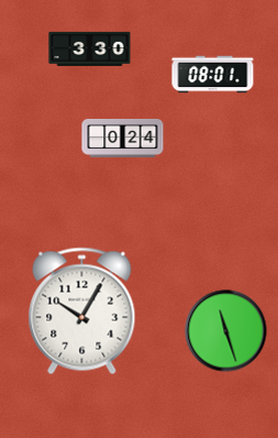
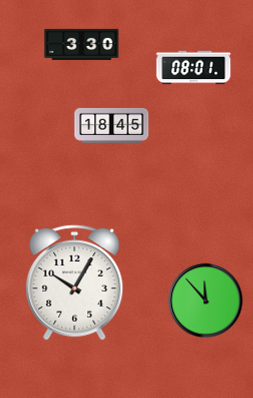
clock at (123, 138): 0:24 -> 18:45
clock at (226, 331): 11:27 -> 11:53
